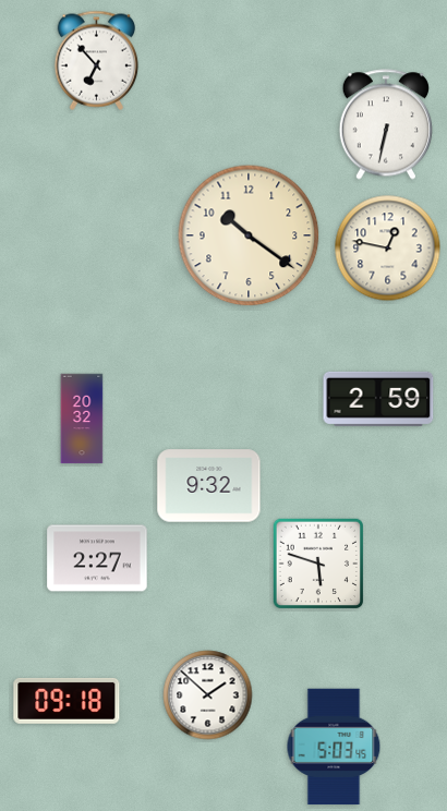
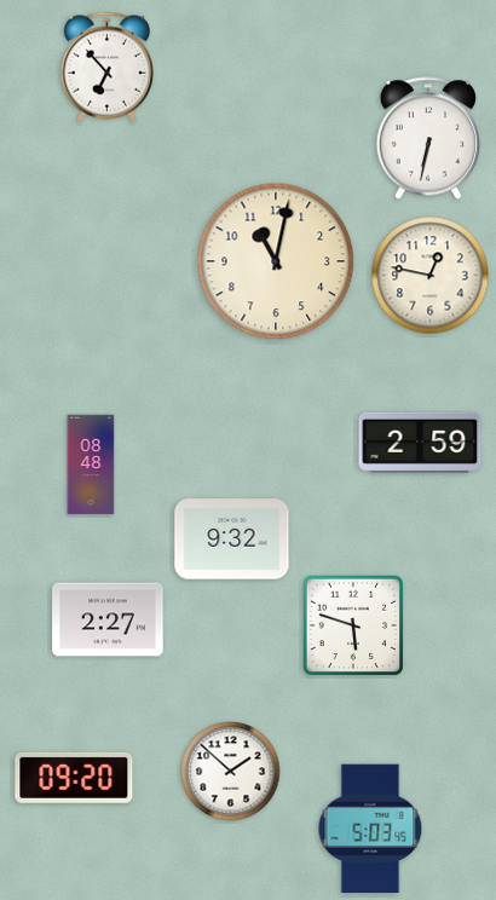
clock at (249, 235): 10:21 -> 11:02
clock at (82, 419): 20:32 -> 08:48
clock at (67, 701): 09:18 -> 09:20
